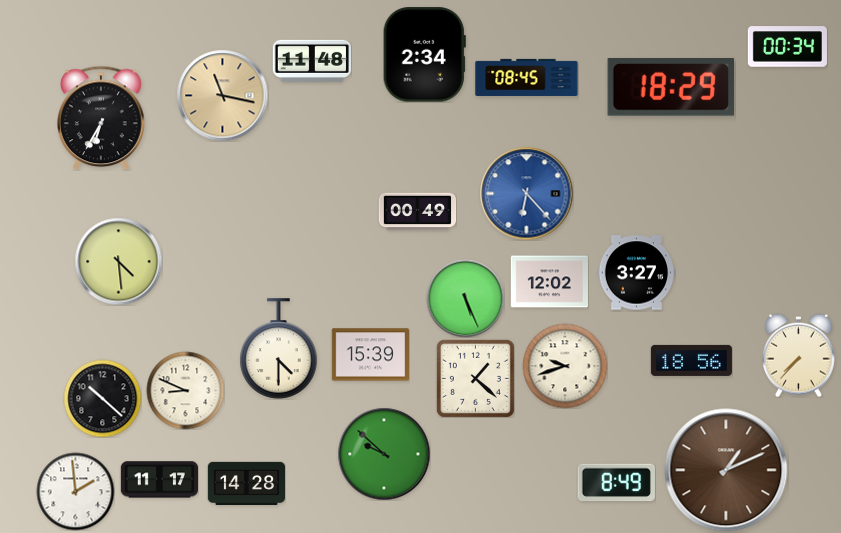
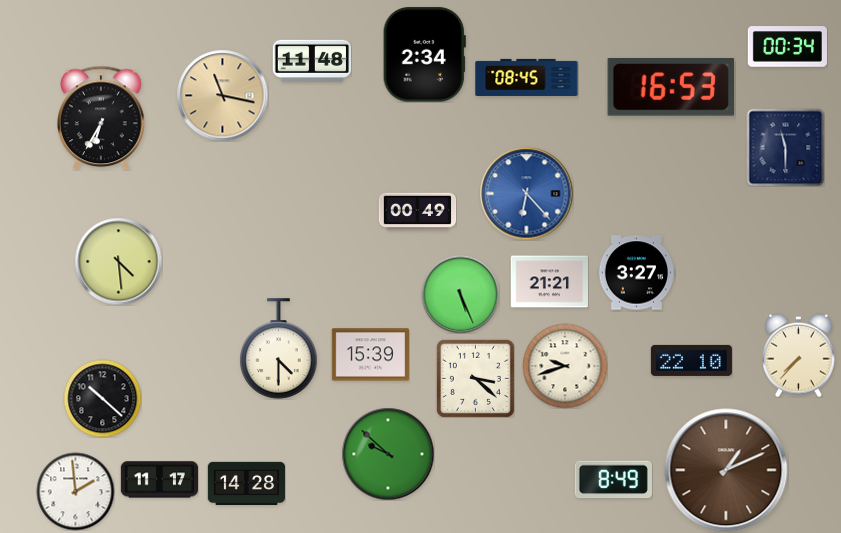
clock at (671, 88): 18:29 -> 16:53
clock at (785, 147): none -> 11:30
clock at (549, 282): 12:02 -> 21:21
clock at (465, 298) position: (465, 298) -> (460, 294)
clock at (691, 360): 18:56 -> 22:10
clock at (475, 378): 1:22 -> 3:22
clock at (185, 390): 8:49 -> none
clock at (384, 454) position: (384, 454) -> (388, 454)
clock at (616, 483) position: (616, 483) -> (613, 480)
